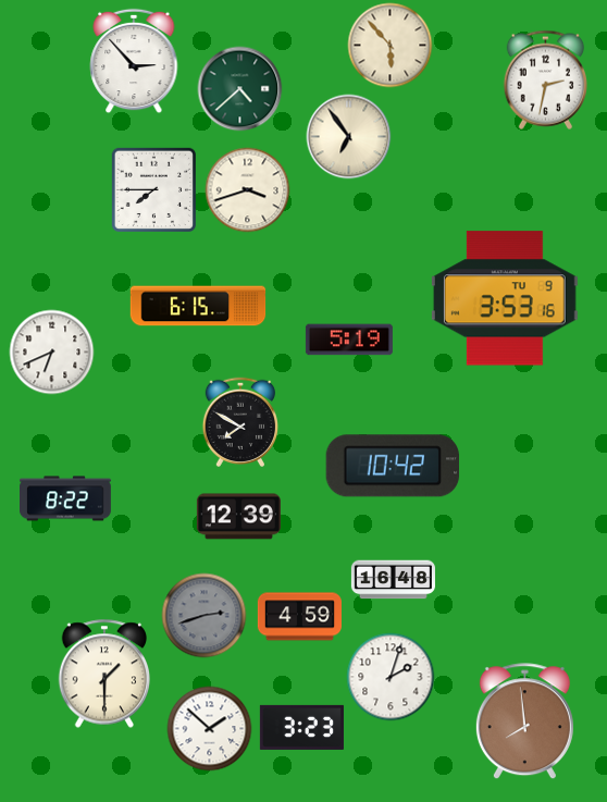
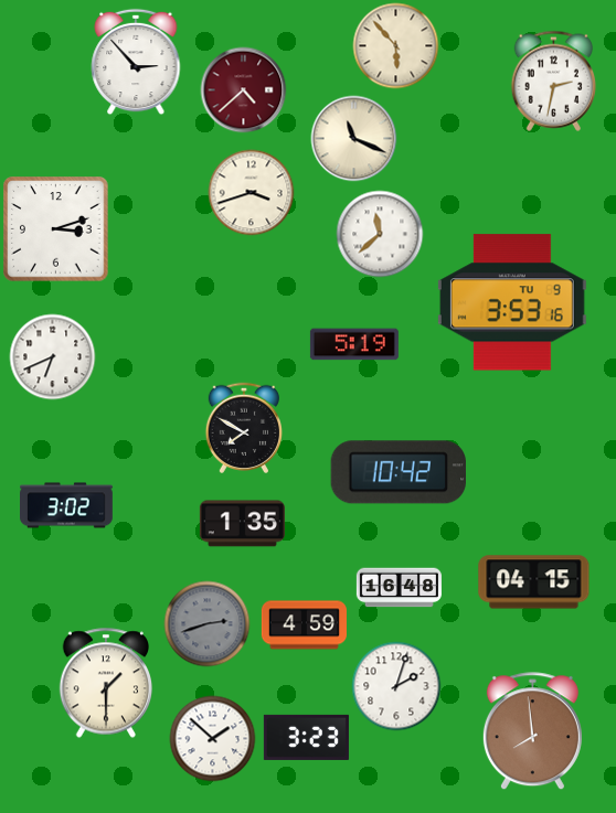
clock at (239, 88) dial: green -> burgundy
clock at (348, 136): 6:54 -> 11:19
clock at (153, 189): 7:45 -> none
clock at (56, 229): none -> 3:12
clock at (380, 234): none -> 11:38
clock at (198, 306): 6:15 -> none
clock at (66, 498): 8:22 -> 3:02
clock at (238, 517): 12:39 -> 1:35
clock at (534, 582): none -> 04:15
